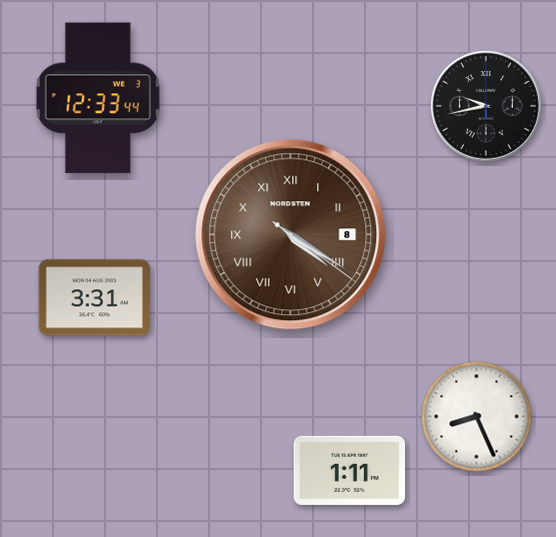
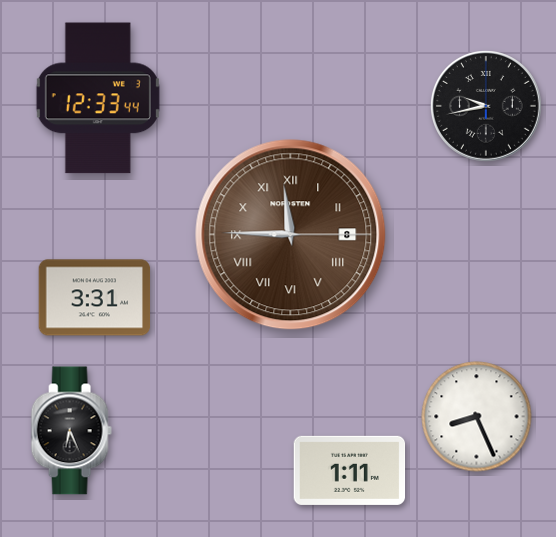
clock at (291, 235): 4:20 -> 11:45
clock at (71, 431): none -> 6:26
